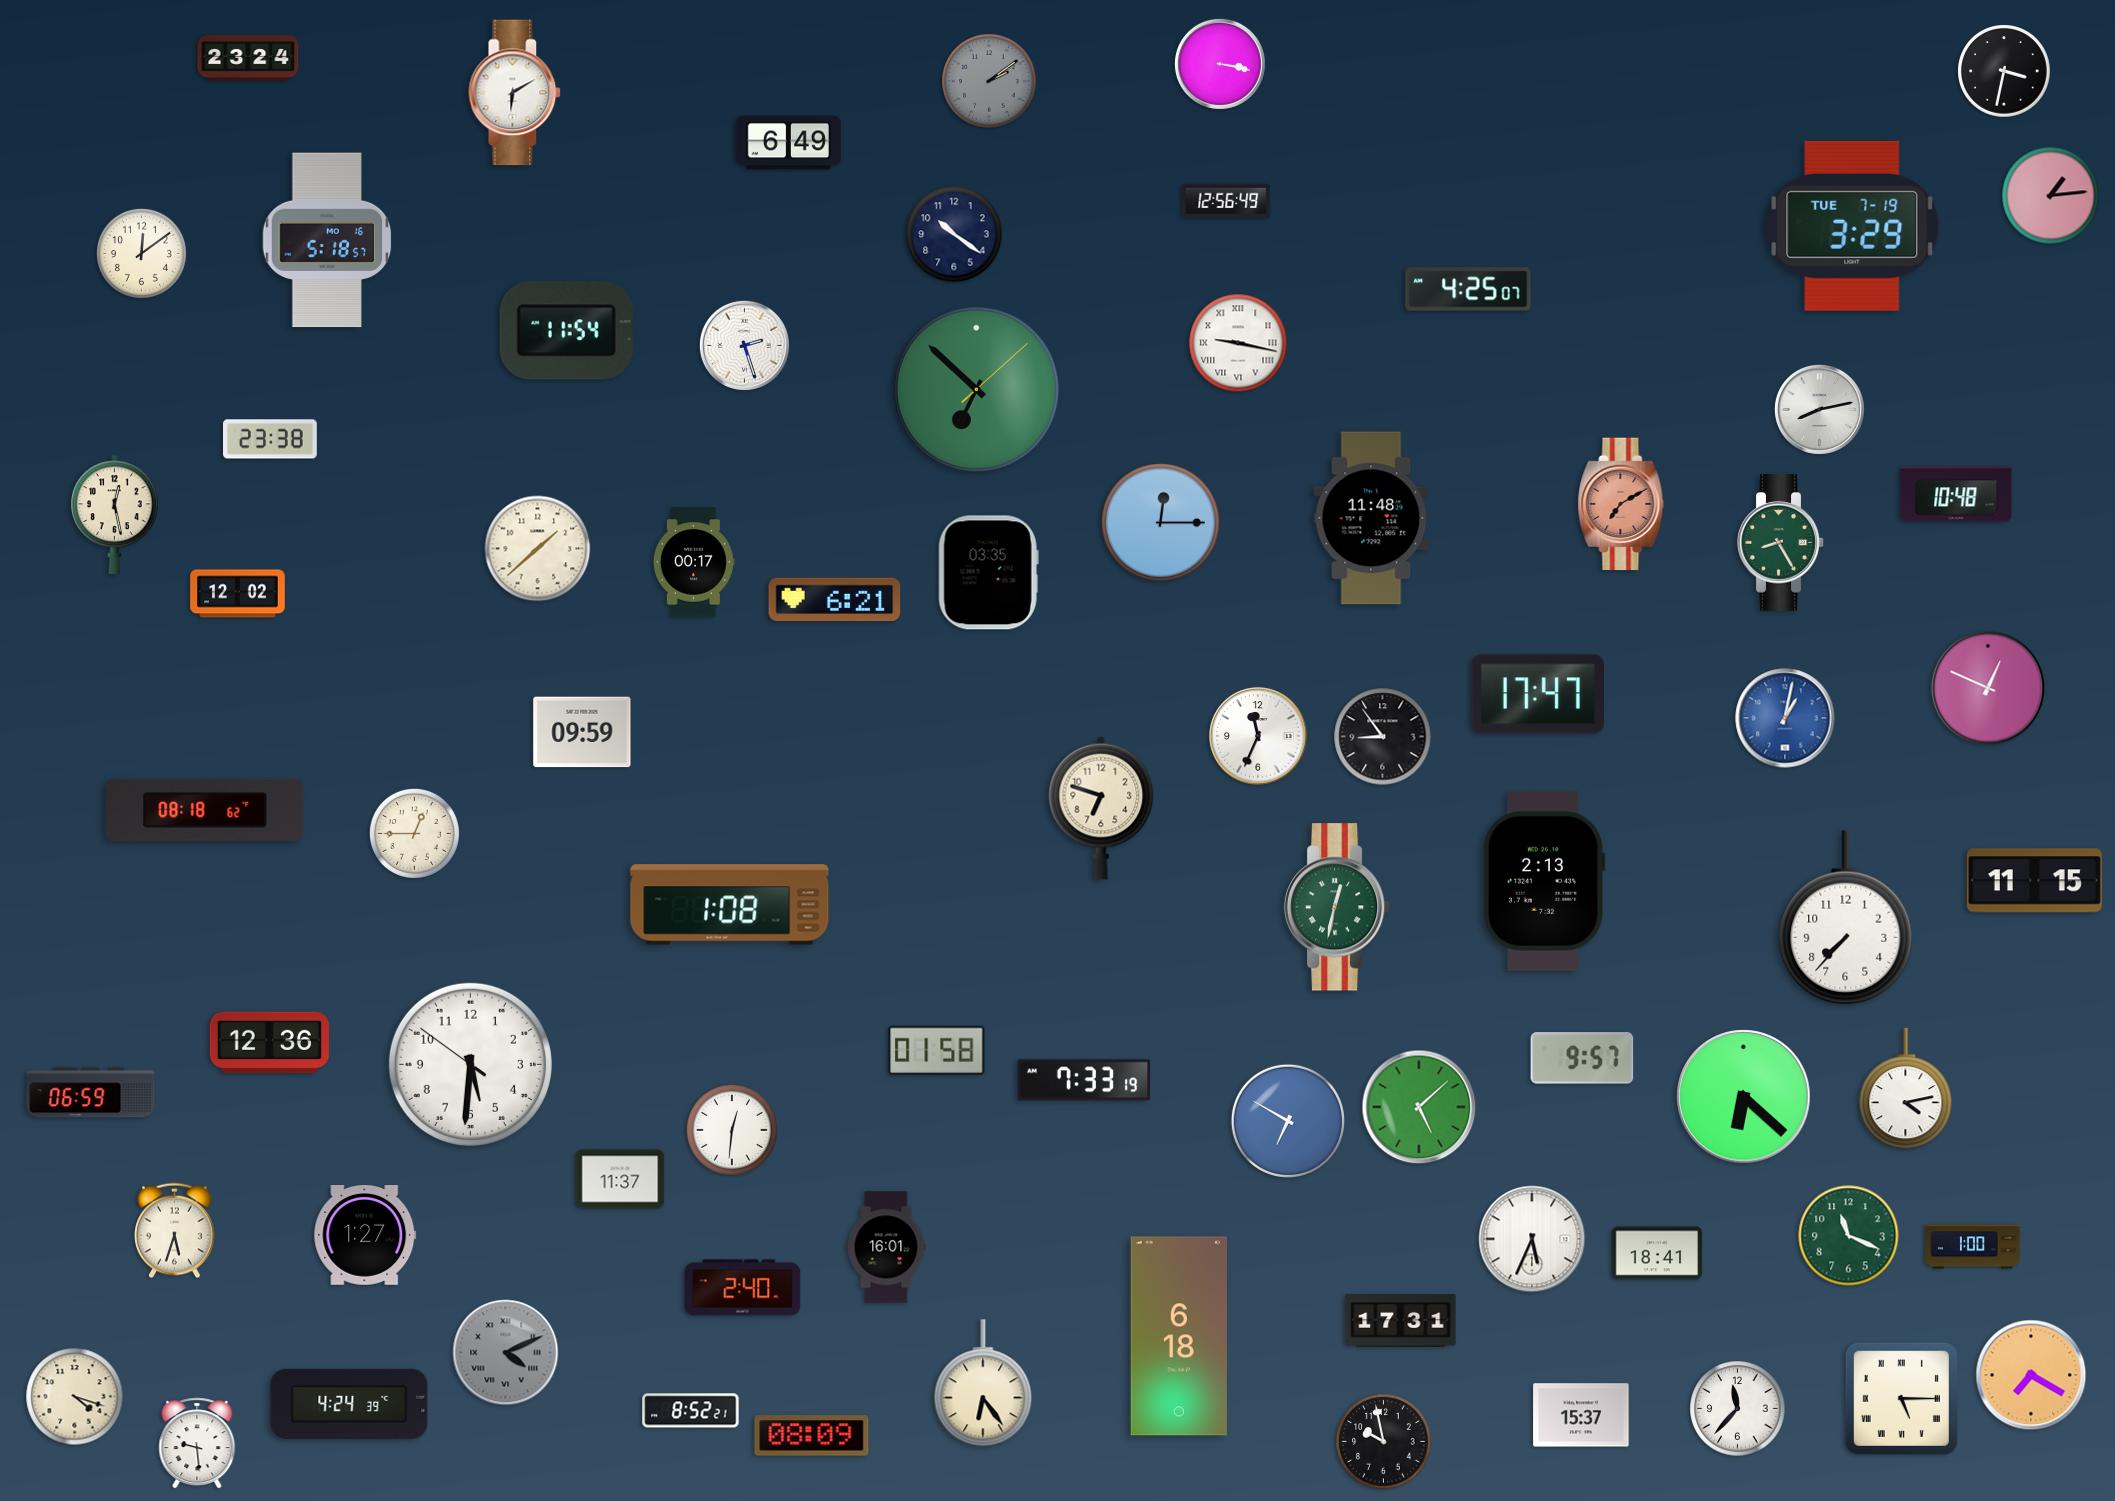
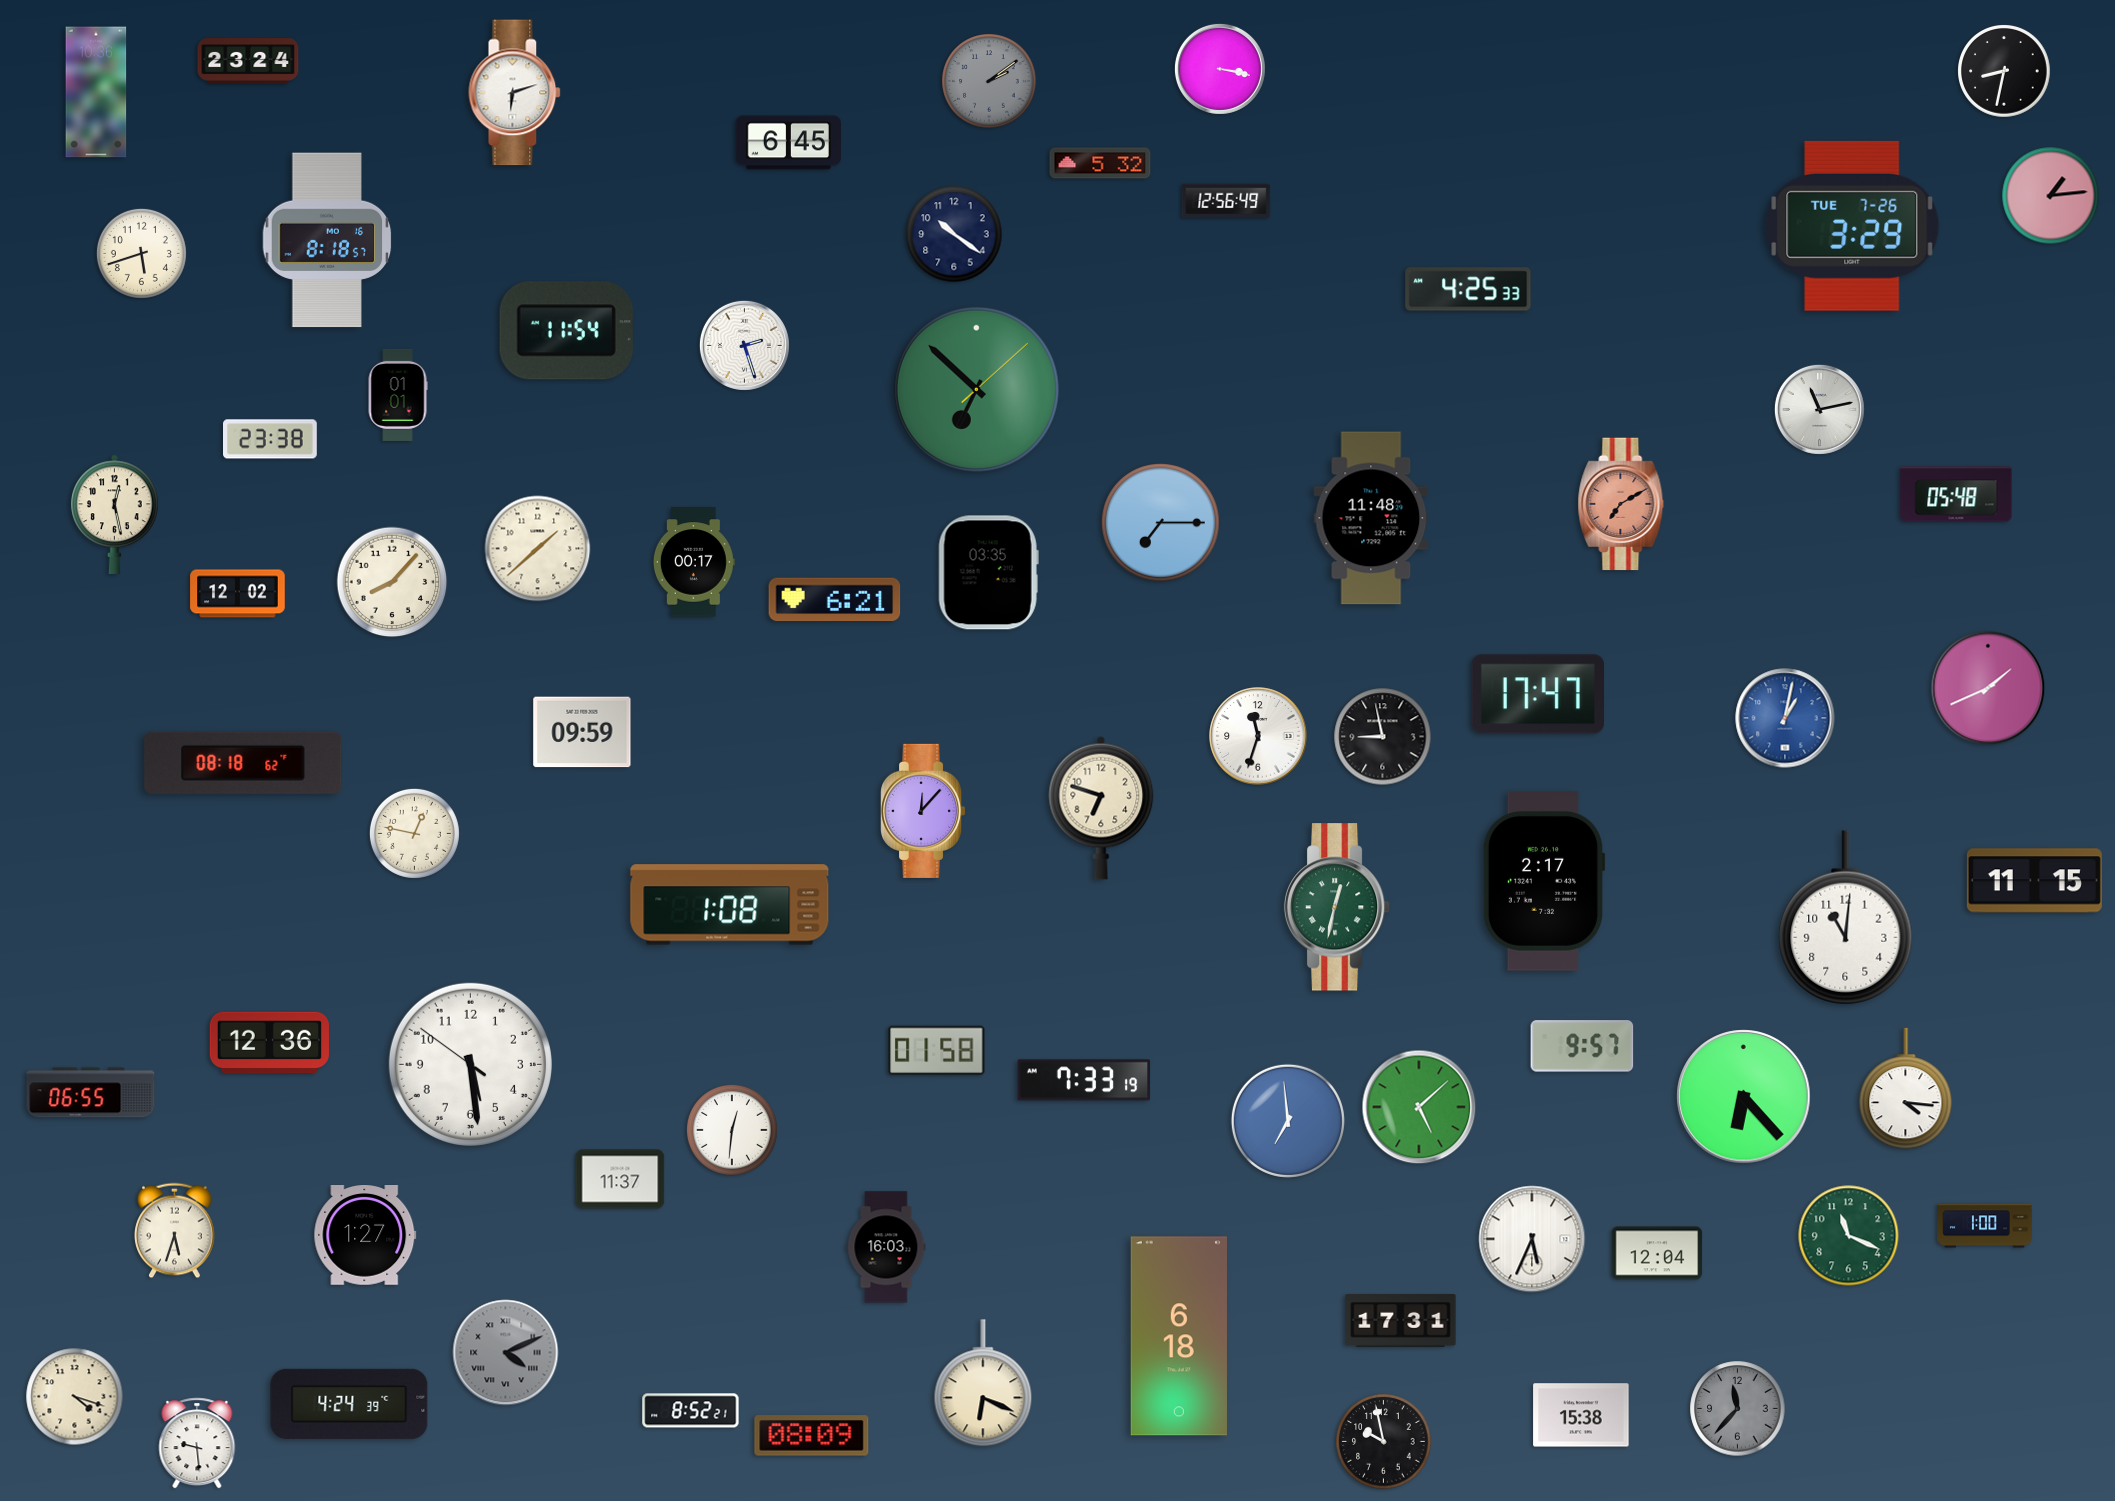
clock at (248, 59) position: (248, 59) -> (248, 62)
clock at (1220, 64) position: (1220, 64) -> (1220, 69)
clock at (2004, 71): 3:32 -> 8:32
clock at (96, 92): none -> 10:36
clock at (515, 93): 6:10 -> 6:12
clock at (788, 143): 6:49 -> 6:45
clock at (1100, 163): none -> 5:32
clock at (1852, 226) date: TUE 7-19 -> TUE 7-26
clock at (327, 240): 5:18 -> 8:18
clock at (141, 253): 12:09 -> 5:42
clock at (1468, 289): 4:25:07 -> 4:25:33
clock at (1238, 343): 9:17 -> none
clock at (398, 395): none -> 01:01
clock at (1819, 409): 8:13 -> 11:13
clock at (1956, 494): 10:48 -> 05:48
clock at (1161, 523): 12:15 -> 7:15
clock at (1781, 543): 8:25 -> none
clock at (392, 582): none -> 8:07
clock at (1988, 688): 12:49 -> 1:41
clock at (1258, 736): 11:34 -> 11:33
clock at (1383, 737): 8:54 -> 8:58
clock at (205, 810) position: (205, 810) -> (243, 763)
clock at (924, 811): none -> 12:07
clock at (414, 833): 12:45 -> 12:47
clock at (1544, 881): 2:13 -> 2:17
clock at (1846, 918): 7:37 -> 11:01
clock at (1582, 1058) position: (1582, 1058) -> (1582, 1046)
clock at (470, 1064): 5:30 -> 5:28
clock at (1906, 1089): 4:13 -> 4:16
clock at (91, 1093): 06:59 -> 06:55
clock at (1744, 1097): 6:22 -> 6:23
clock at (1288, 1121): 6:50 -> 6:59
clock at (886, 1247): 16:01 -> 16:03
clock at (1973, 1247) position: (1973, 1247) -> (1985, 1226)
clock at (1657, 1253): 18:41 -> 12:04
clock at (743, 1288): 2:40 -> none
clock at (2031, 1375): 7:20 -> none
clock at (983, 1384): 6:24 -> 6:19
clock at (1901, 1398): 5:15 -> none
clock at (1738, 1409) dial: white -> grey
clock at (1581, 1415): 15:37 -> 15:38
